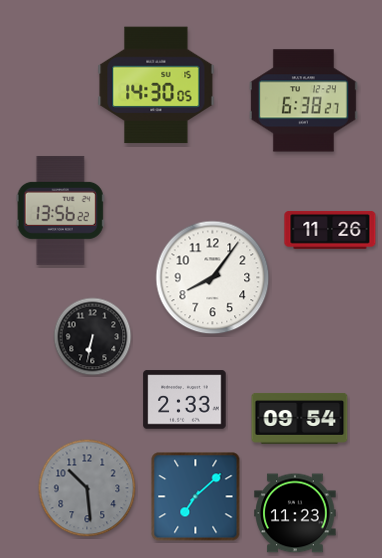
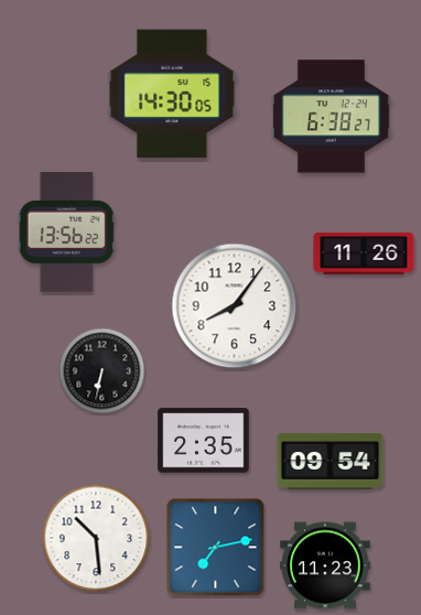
clock at (303, 101) position: (303, 101) -> (331, 117)
clock at (185, 400): 2:33 -> 2:35
clock at (87, 488) dial: grey -> white
clock at (196, 497): 7:08 -> 7:13
